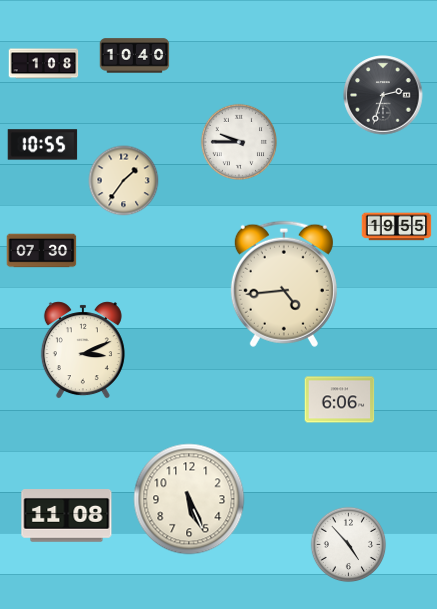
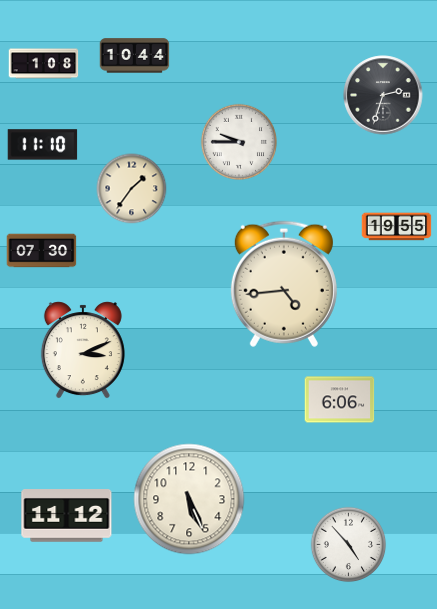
clock at (135, 56): 10:40 -> 10:44
clock at (43, 145): 10:55 -> 11:10
clock at (124, 181) position: (124, 181) -> (132, 189)
clock at (67, 516): 11:08 -> 11:12
